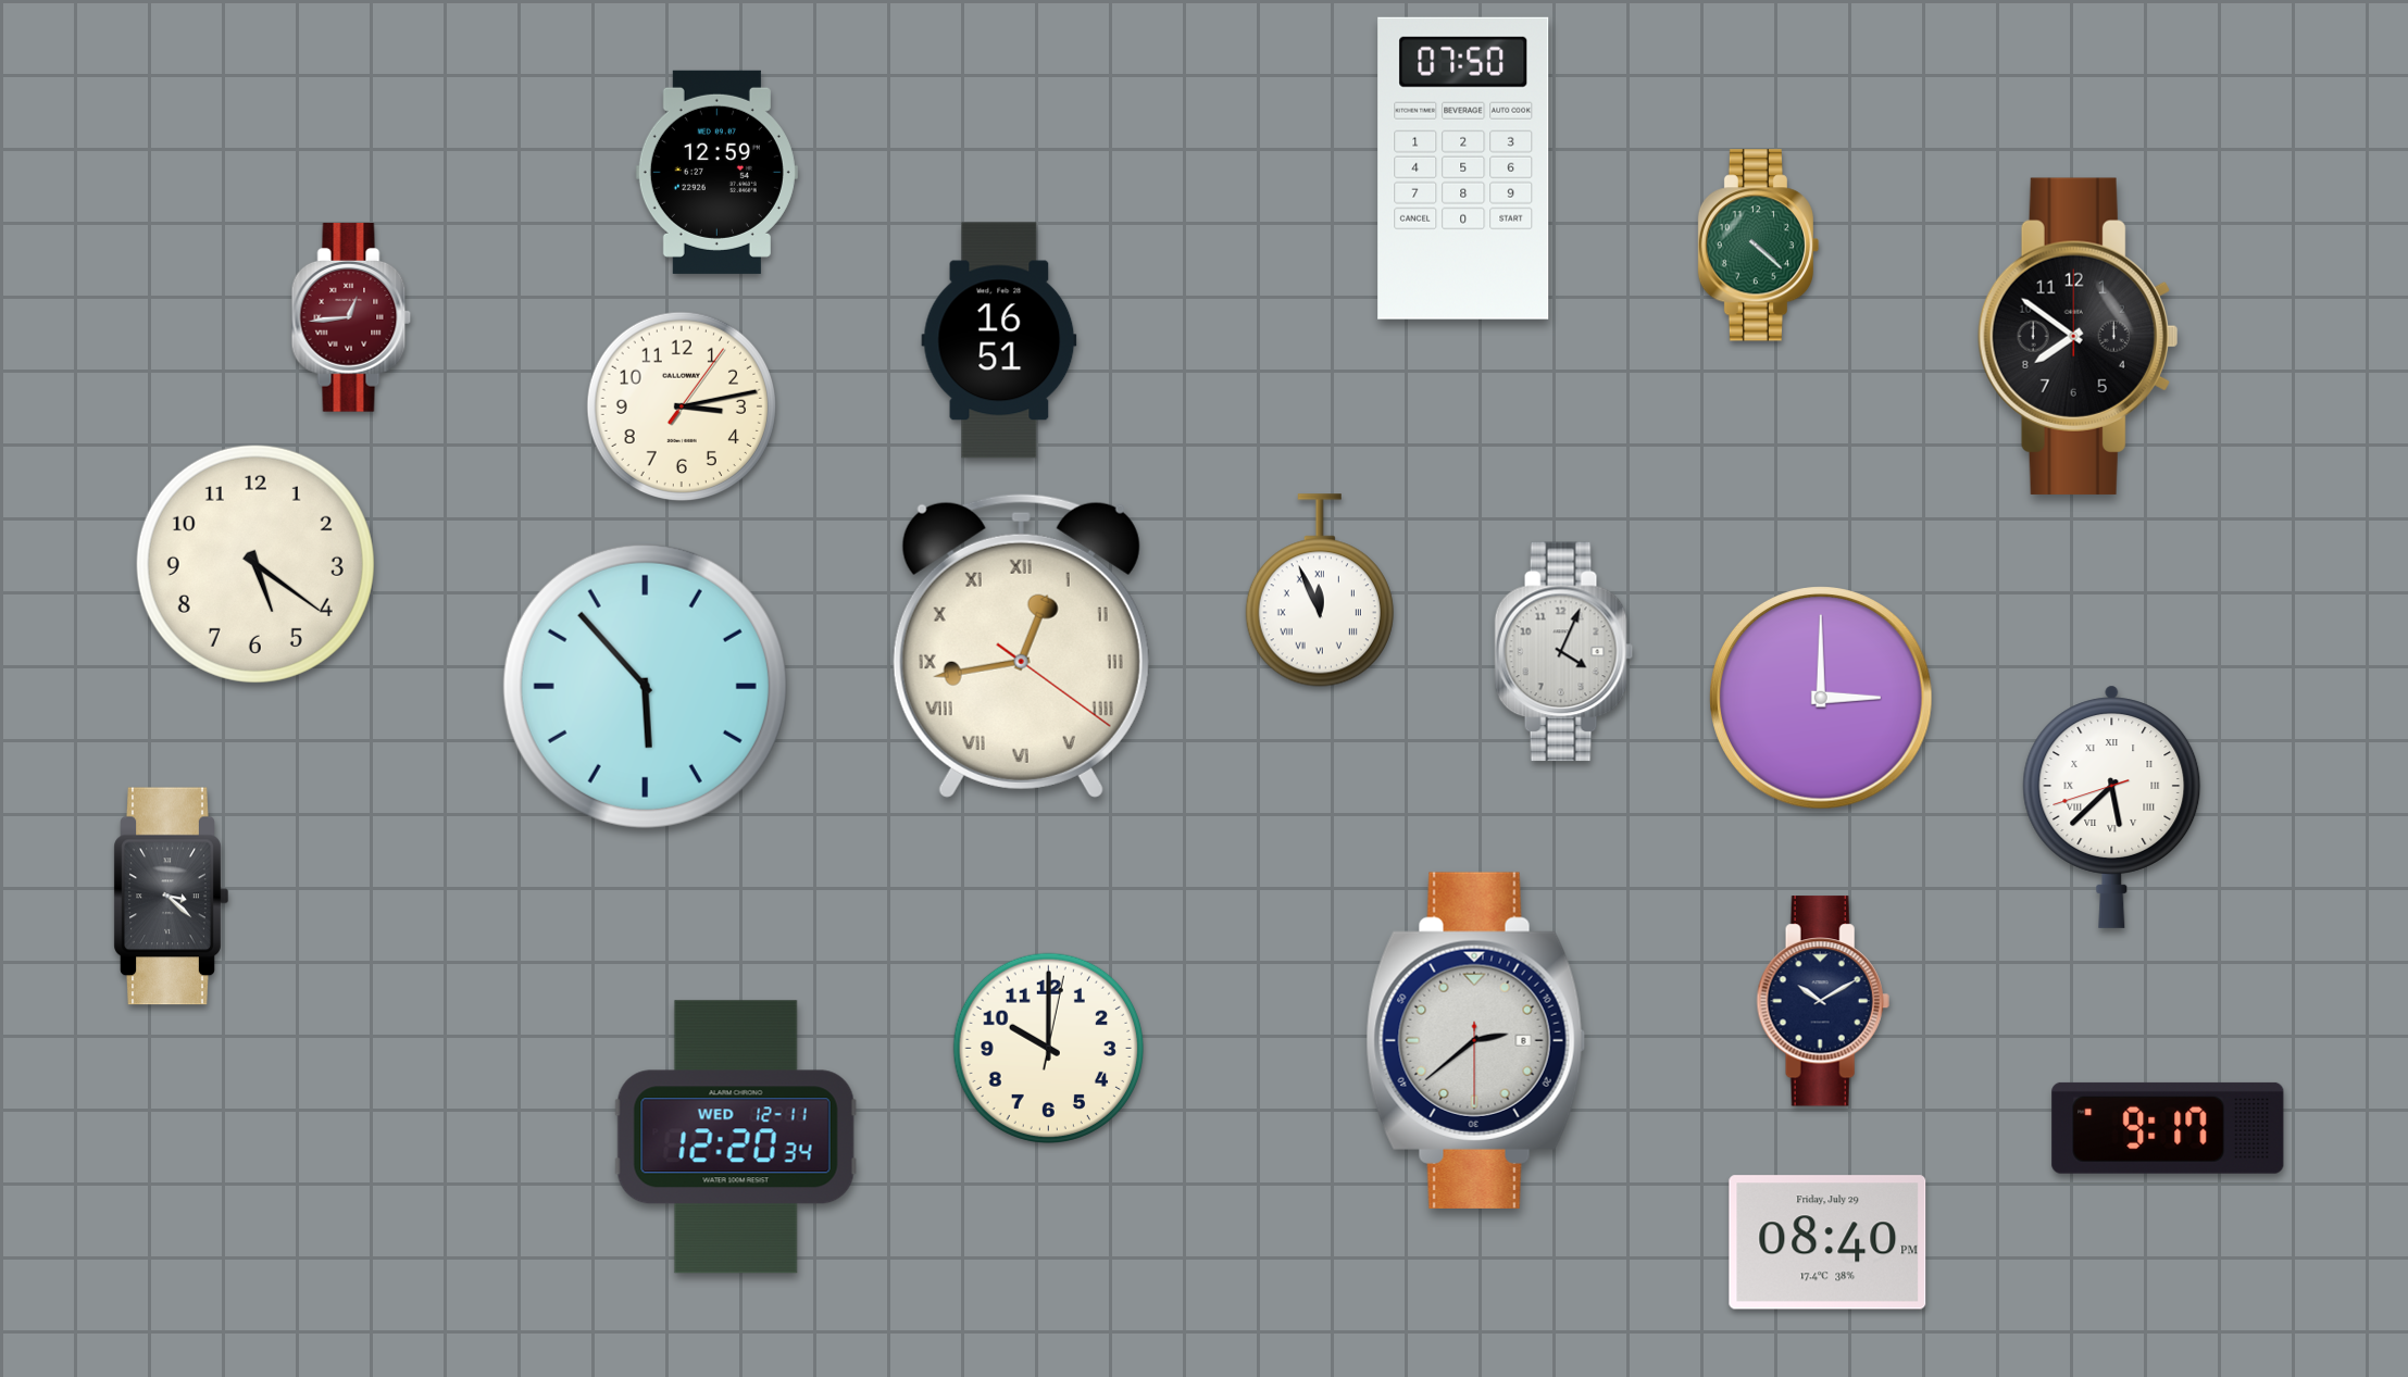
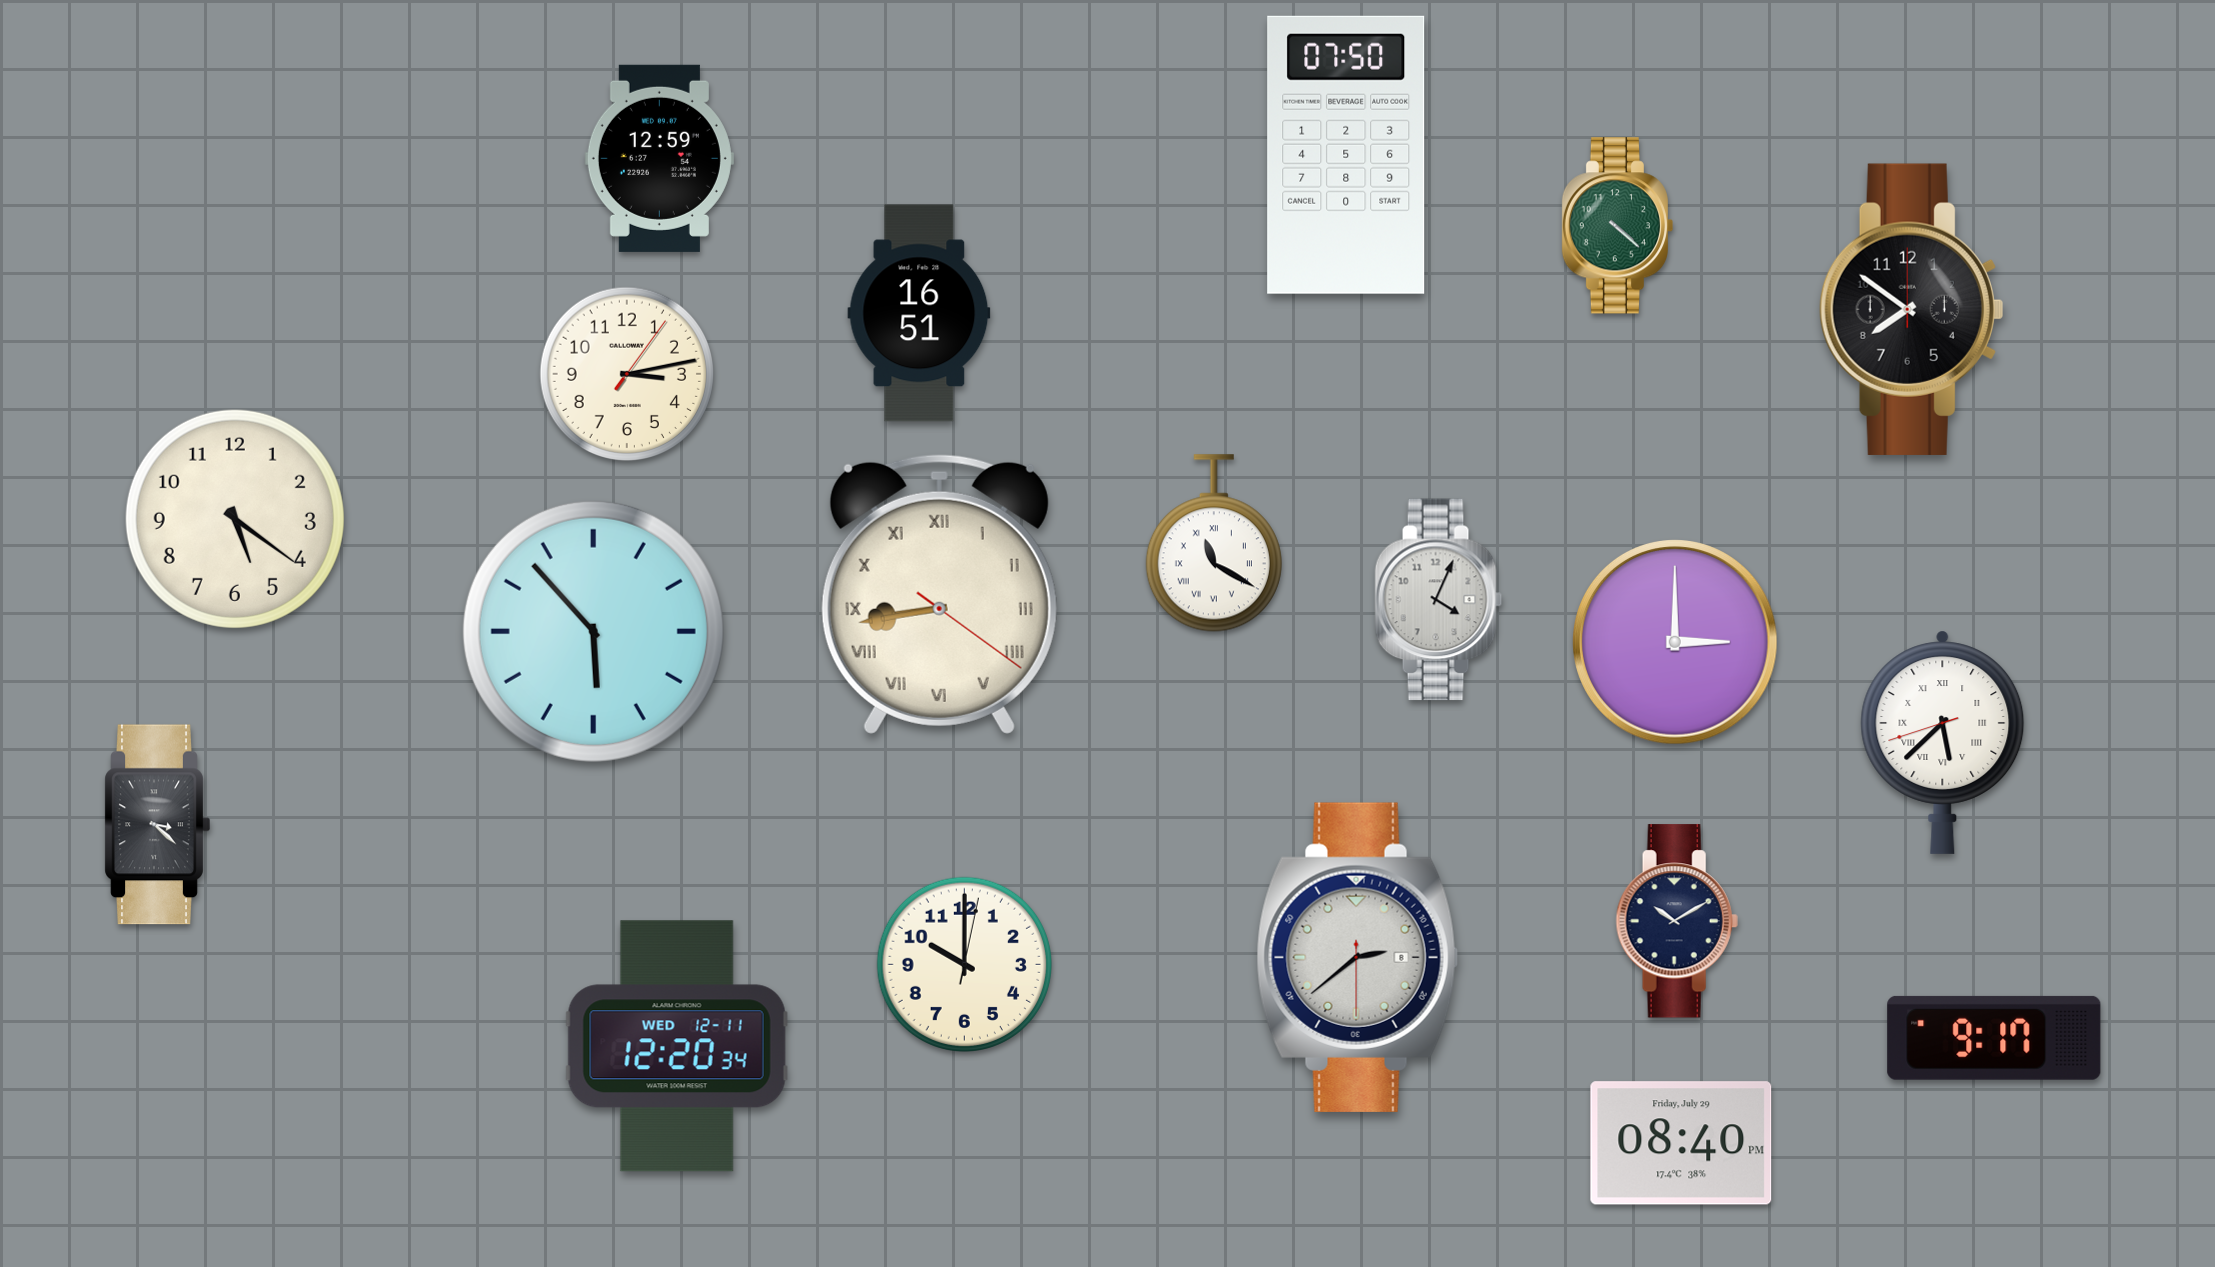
clock at (351, 317): 12:44 -> none
clock at (1320, 590): 11:56 -> 11:20
clock at (1021, 646): 12:43 -> 8:43
